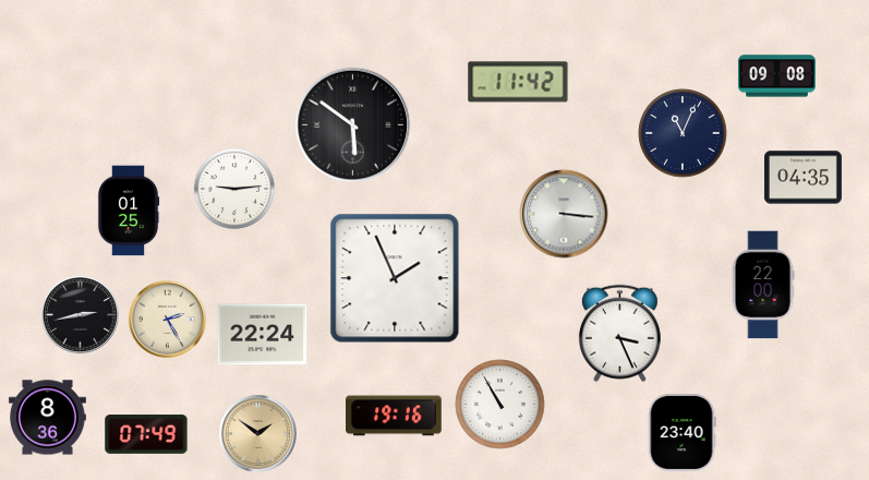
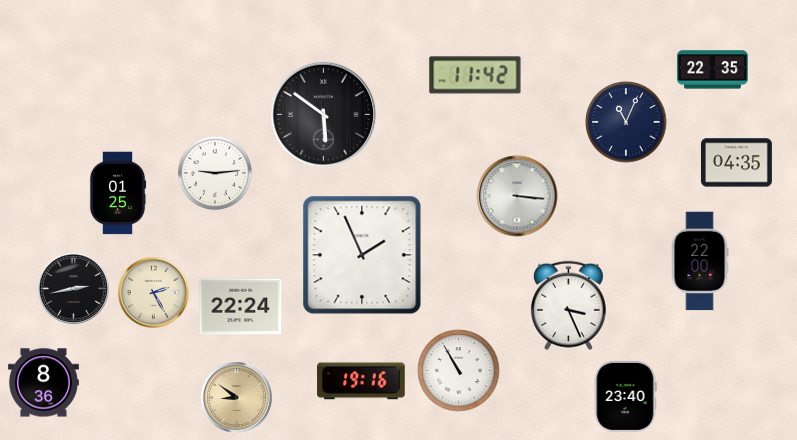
clock at (776, 76): 09:08 -> 22:35
clock at (257, 433): 1:51 -> 8:51
clock at (146, 434): 07:49 -> none
